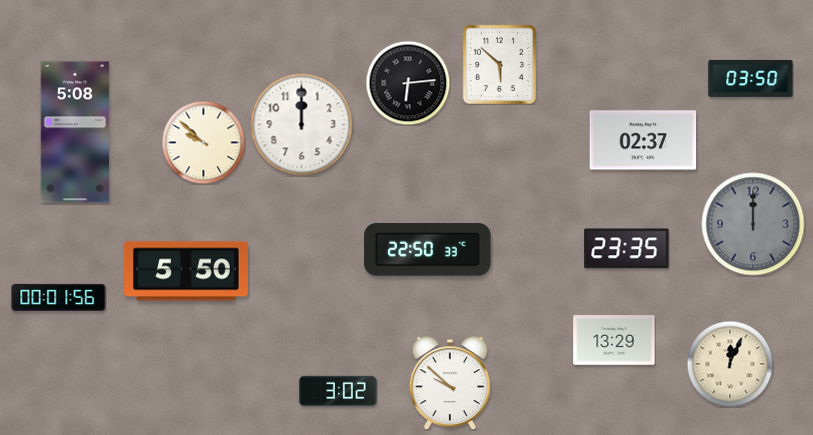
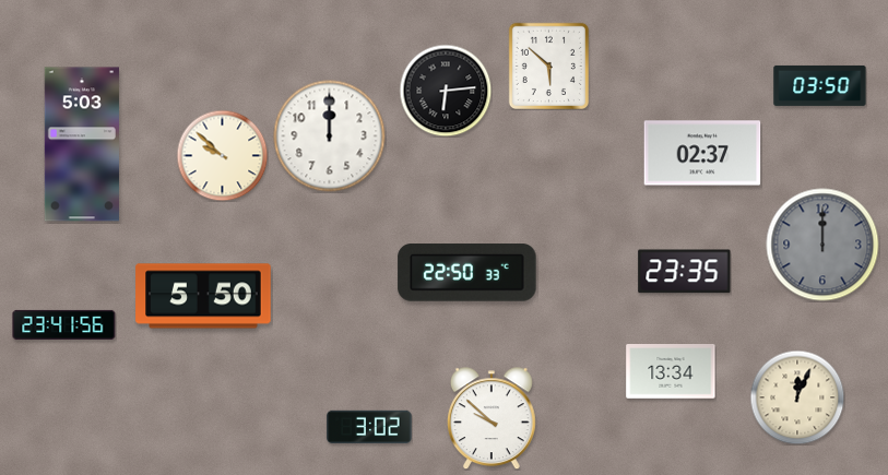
clock at (499, 64) position: (499, 64) -> (548, 66)
clock at (75, 132): 5:08 -> 5:03
clock at (59, 297): 00:01 -> 23:41
clock at (614, 340): 13:29 -> 13:34
